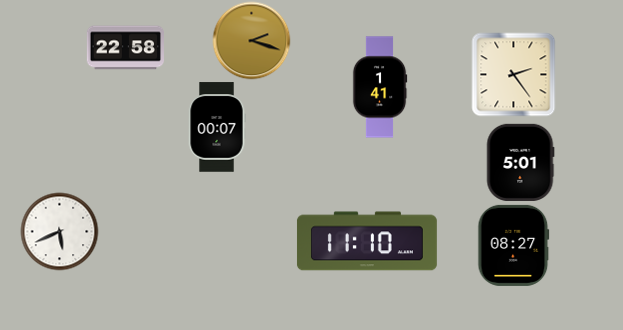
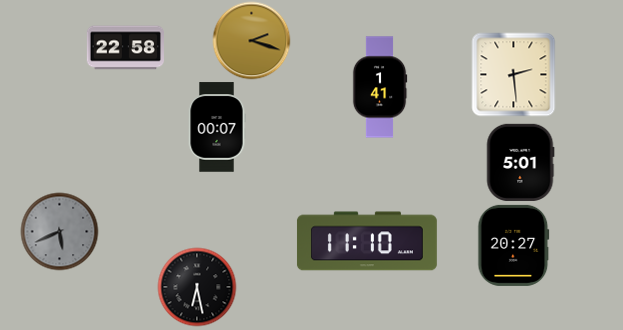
clock at (513, 74): 2:24 -> 2:29
clock at (59, 231) dial: white -> grey
clock at (514, 245): 08:27 -> 20:27
clock at (197, 287): none -> 6:28
